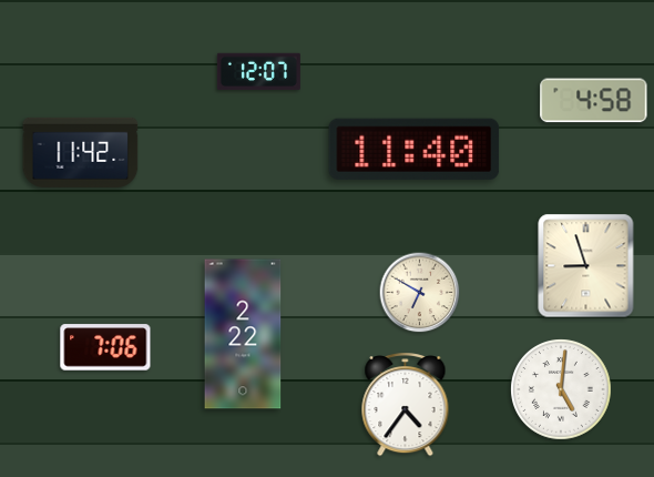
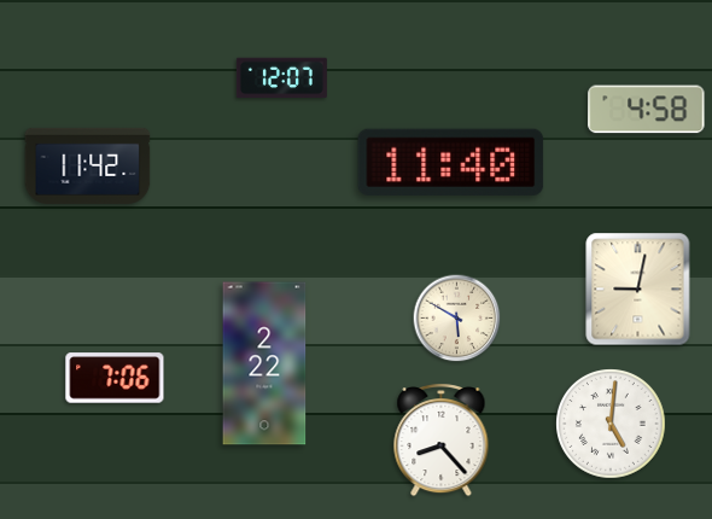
clock at (586, 266): 8:57 -> 9:02
clock at (420, 293): 6:50 -> 5:50
clock at (406, 404): 4:36 -> 8:23
